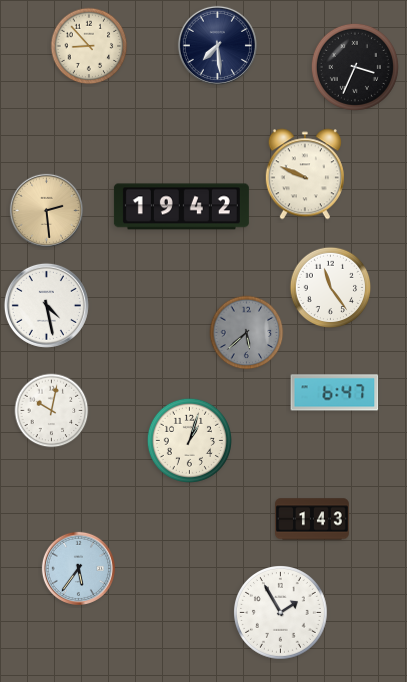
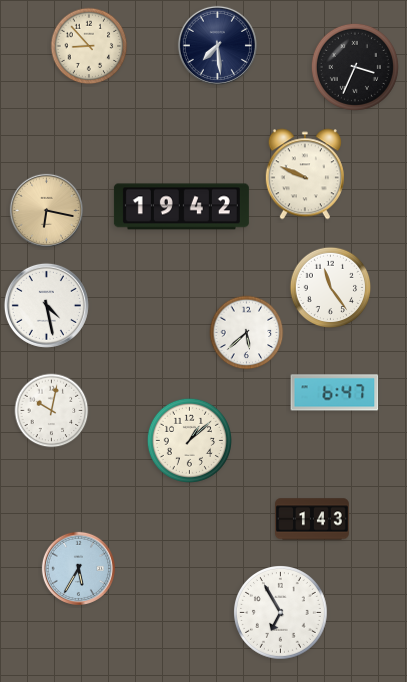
clock at (46, 210): 2:29 -> 6:17
clock at (247, 333) dial: grey -> white
clock at (189, 440): 1:03 -> 1:08
clock at (78, 568): 5:36 -> 5:35
clock at (281, 613): 1:55 -> 6:55
